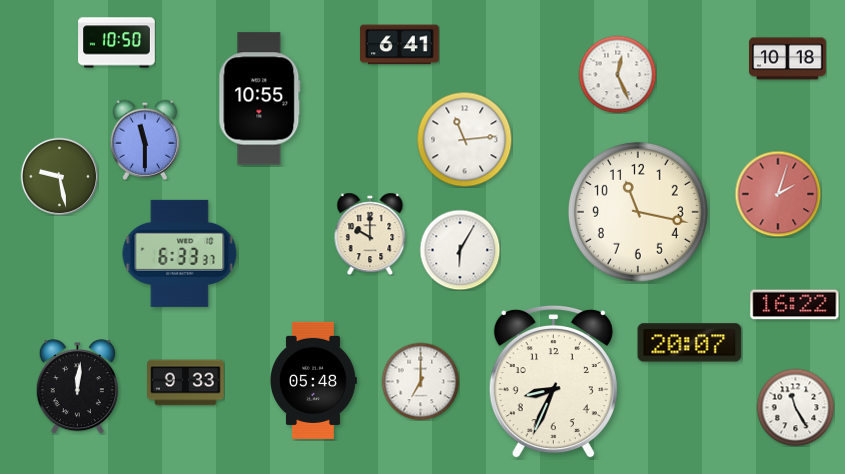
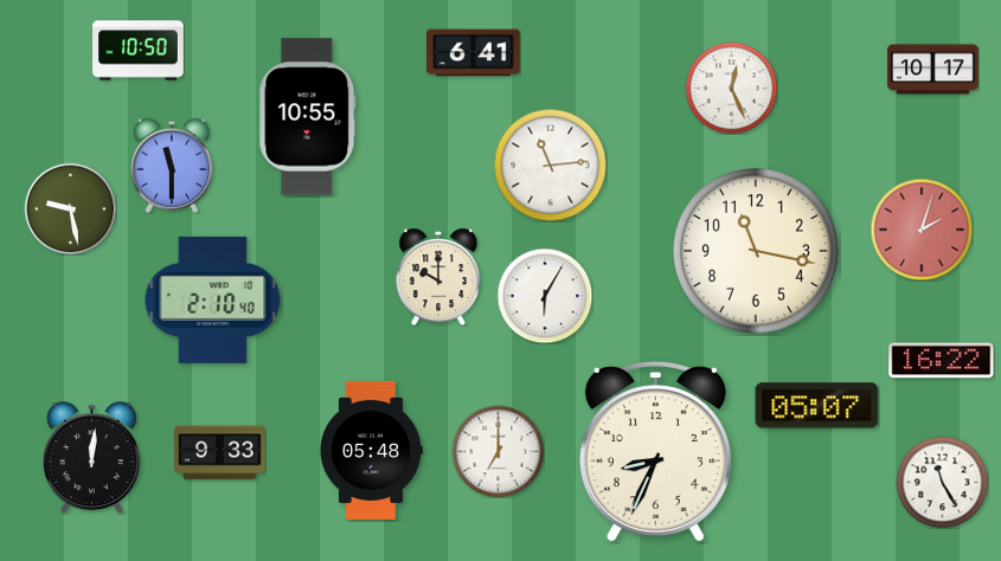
clock at (788, 59): 10:18 -> 10:17
clock at (180, 253): 6:33 -> 2:10
clock at (690, 343): 20:07 -> 05:07
